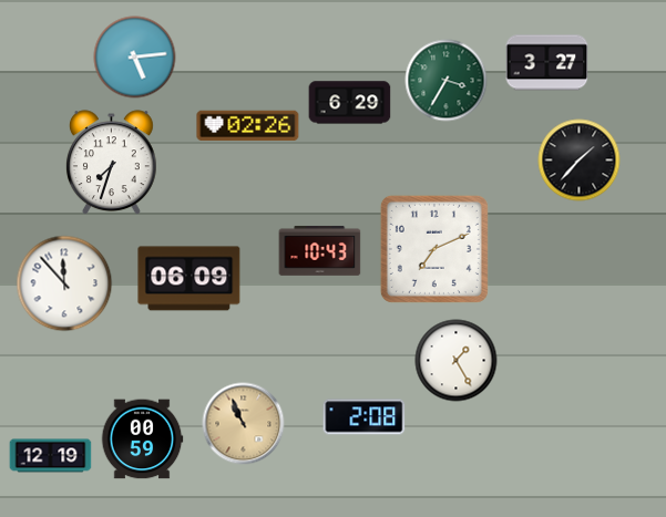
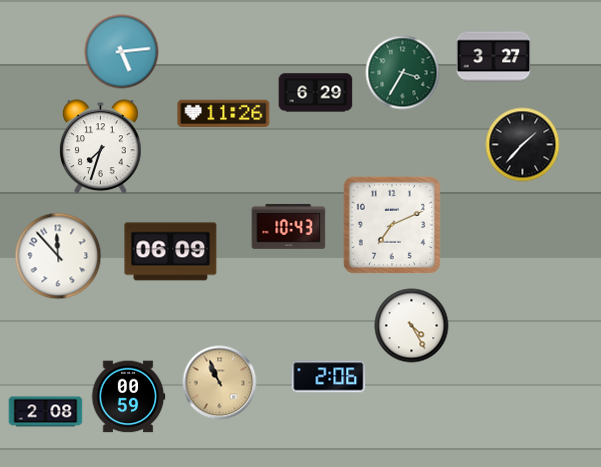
clock at (248, 126): 02:26 -> 11:26
clock at (457, 361): 1:25 -> 4:25
clock at (365, 417): 2:08 -> 2:06
clock at (51, 456): 12:19 -> 2:08
